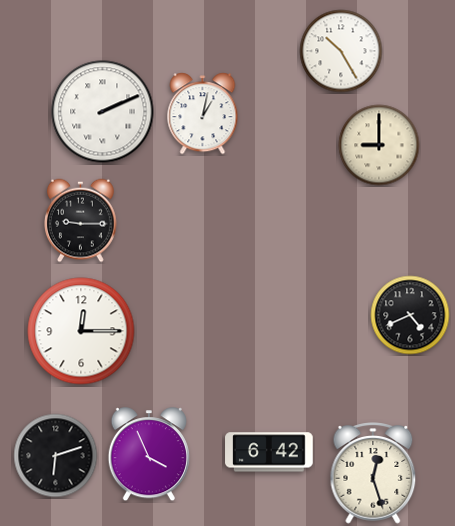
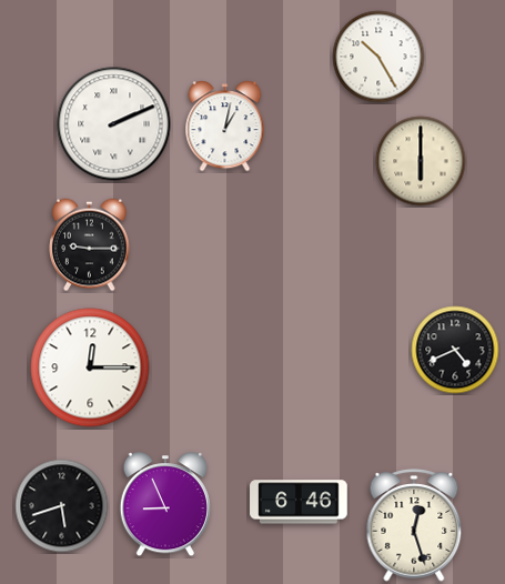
clock at (379, 145): 9:00 -> 6:00
clock at (269, 452): 6:42 -> 6:46
clock at (149, 455): 3:56 -> 8:56
clock at (56, 456): 6:12 -> 5:42
